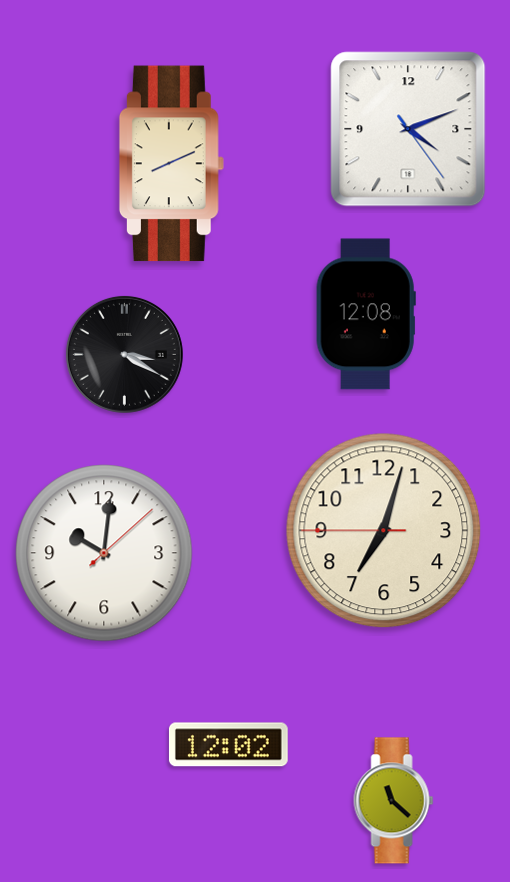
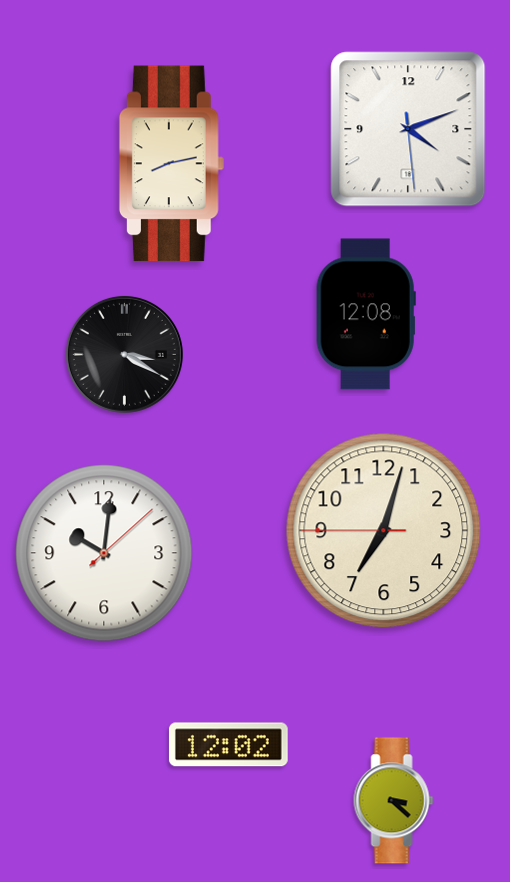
clock at (408, 129): 4:11:24 -> 4:11:29
clock at (171, 164): 8:11 -> 8:13
clock at (394, 801): 11:22 -> 3:22
